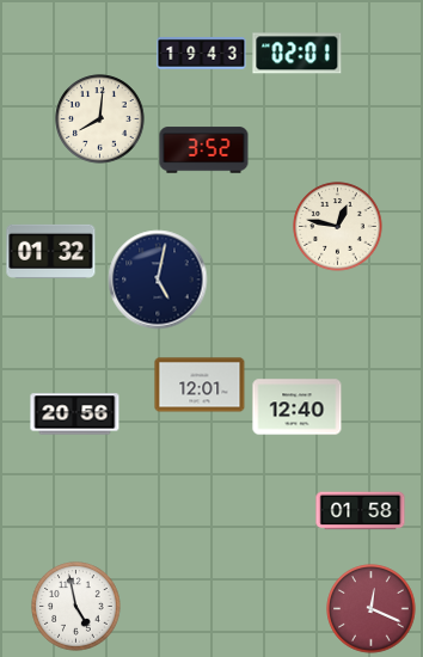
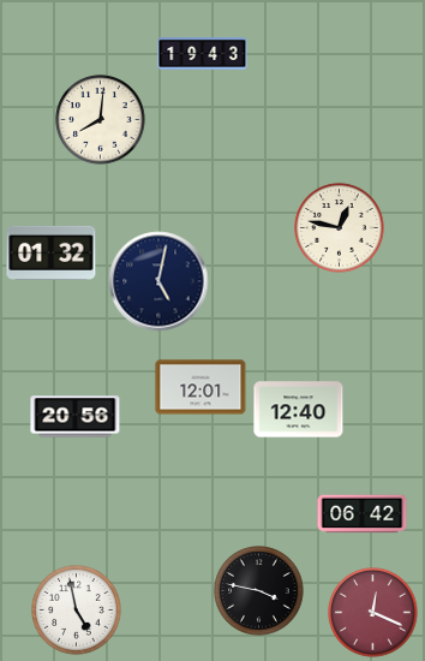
clock at (298, 54): 02:01 -> none
clock at (204, 151): 3:52 -> none
clock at (361, 511): 01:58 -> 06:42
clock at (259, 591): none -> 3:47
